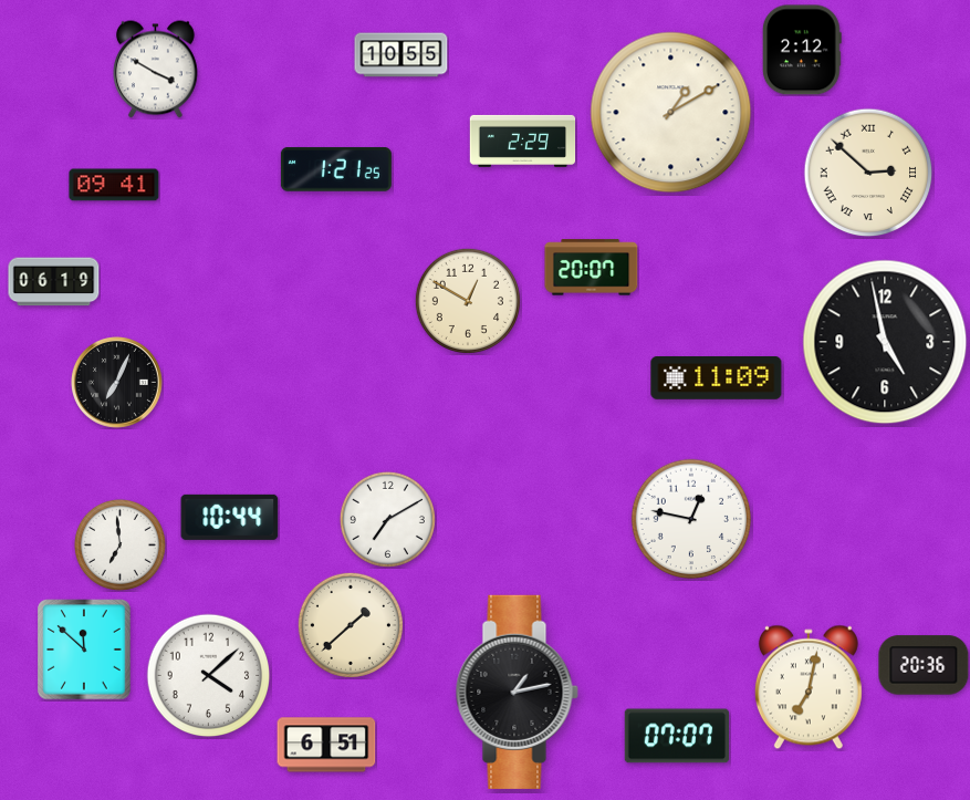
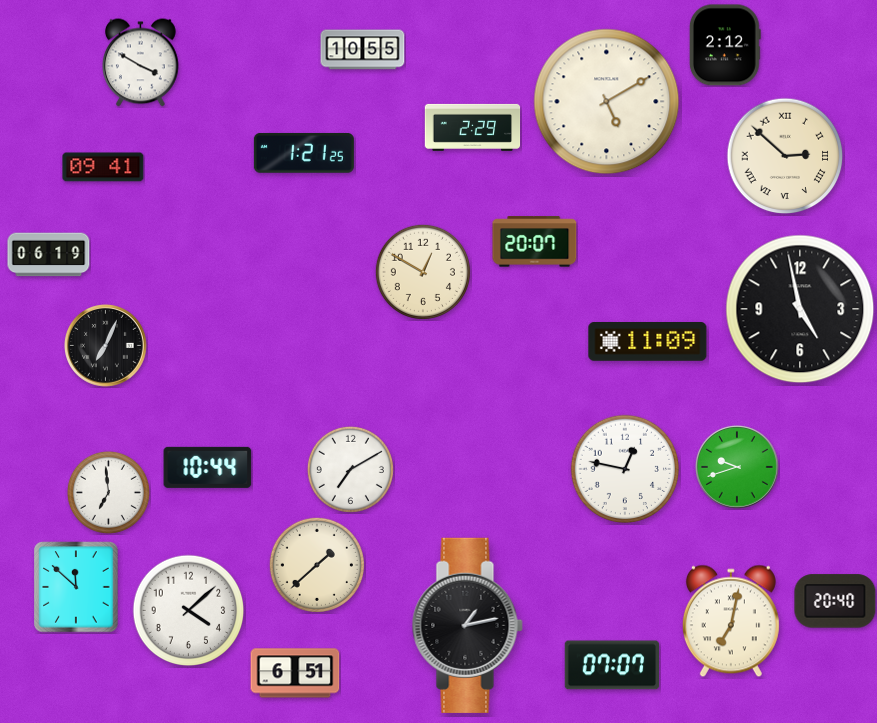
clock at (671, 113): 1:10 -> 5:10
clock at (737, 467): none -> 9:42
clock at (924, 665): 20:36 -> 20:40
